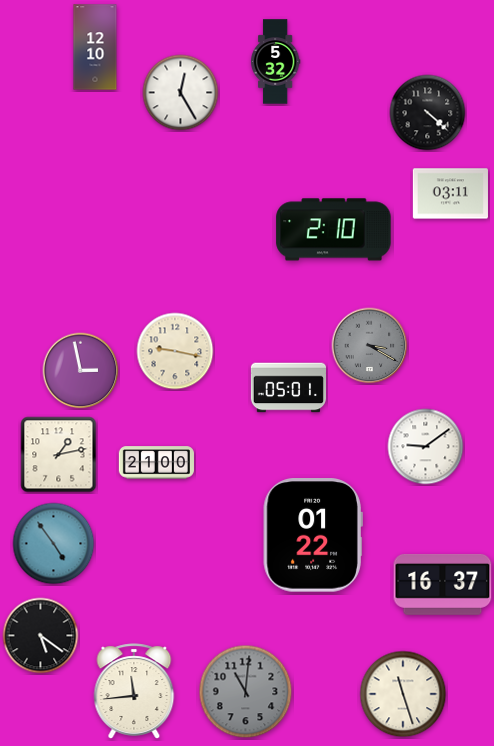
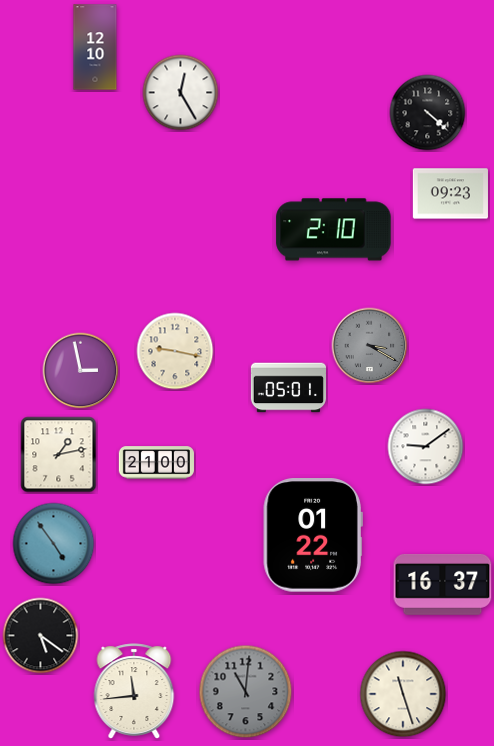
clock at (275, 62): 5:32 -> none
clock at (450, 194): 03:11 -> 09:23
